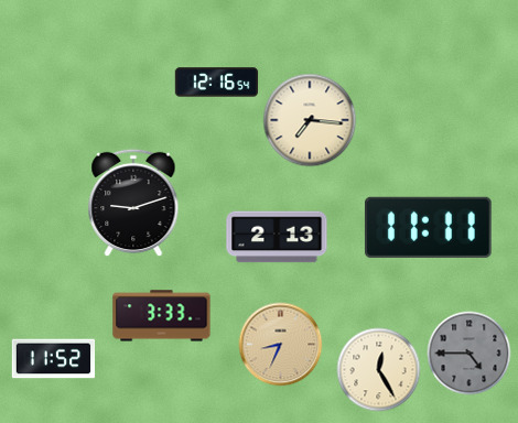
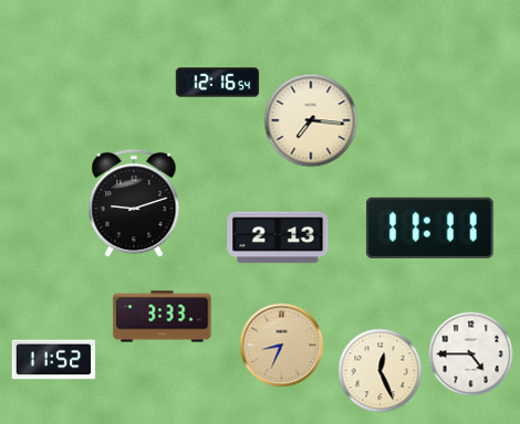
clock at (470, 354) dial: grey -> white
clock at (379, 370): 12:25 -> 12:26
